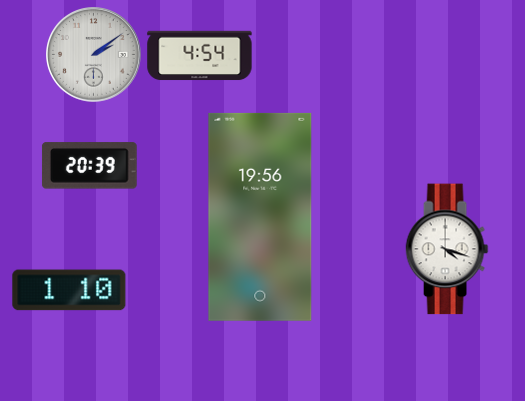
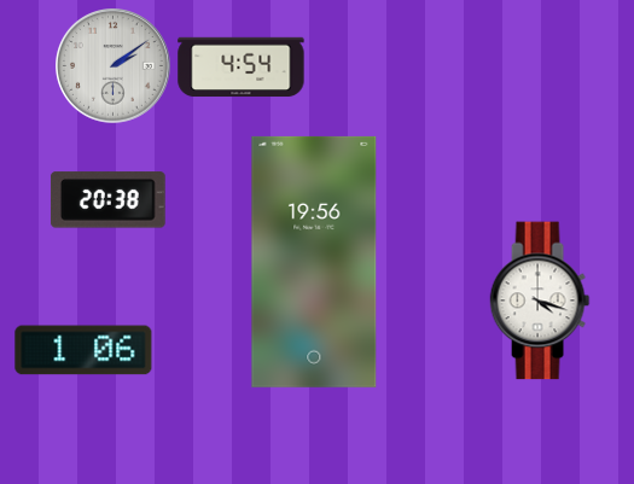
clock at (89, 166): 20:39 -> 20:38
clock at (69, 290): 1:10 -> 1:06
